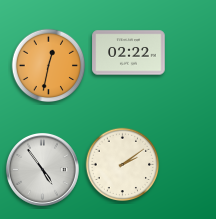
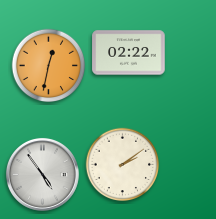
clock at (42, 169) position: (42, 169) -> (42, 174)
